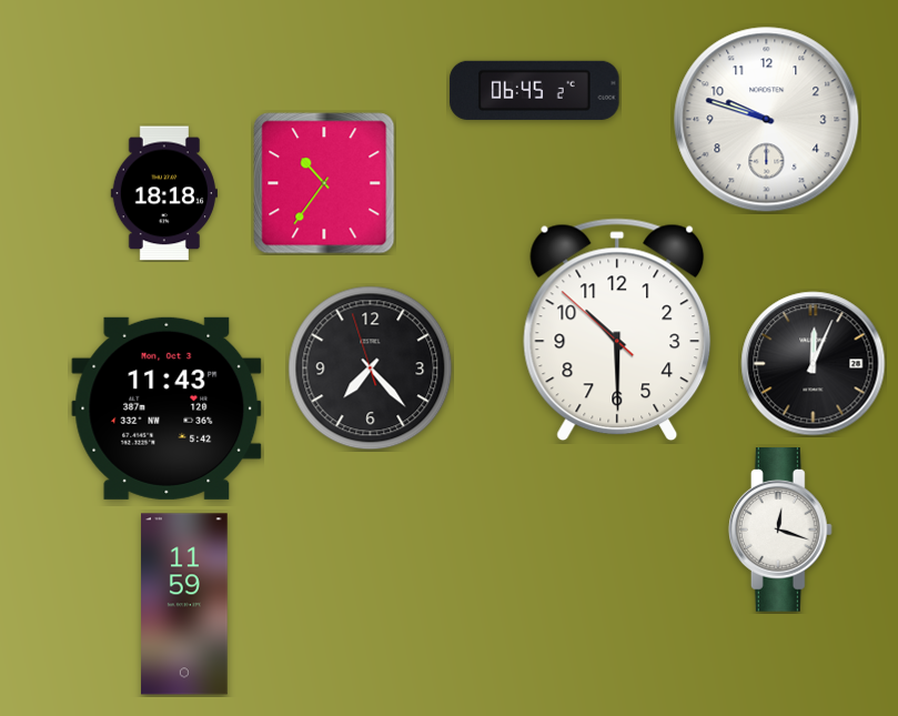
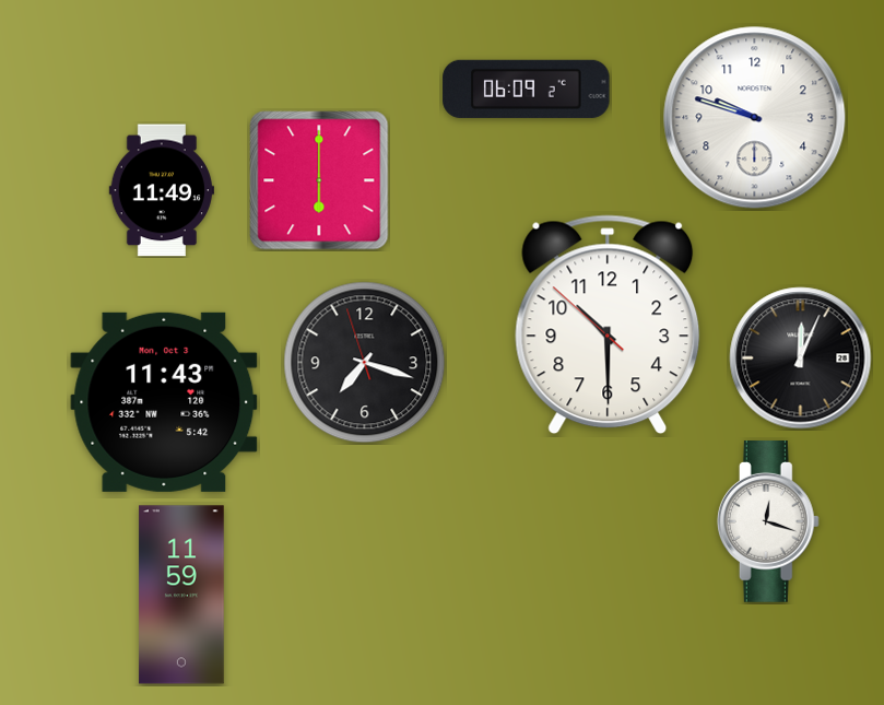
clock at (535, 90): 06:45 -> 06:09
clock at (324, 183): 10:36 -> 6:00
clock at (164, 193): 18:18 -> 11:49
clock at (371, 369): 7:22 -> 7:17
